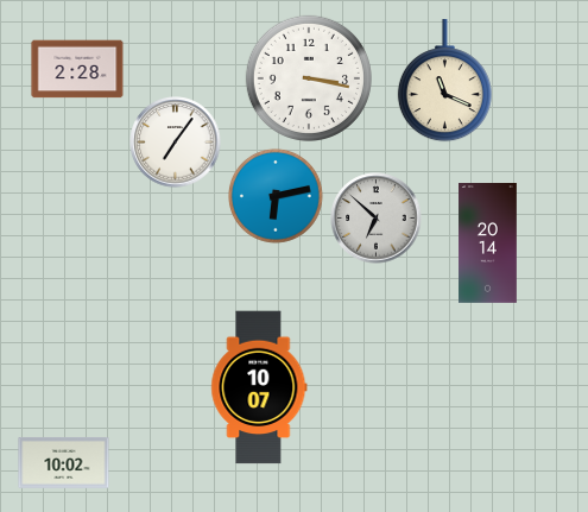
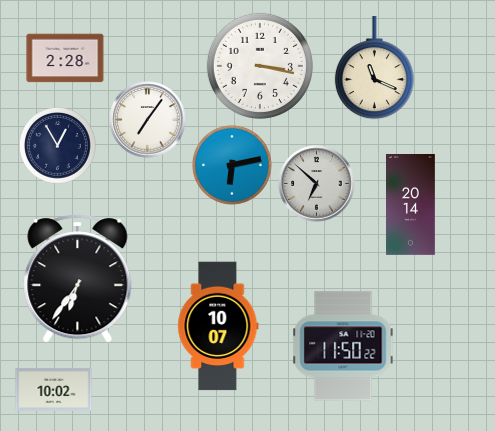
clock at (58, 146): none -> 12:55
clock at (78, 279): none -> 6:36
clock at (343, 346): none -> 11:50
